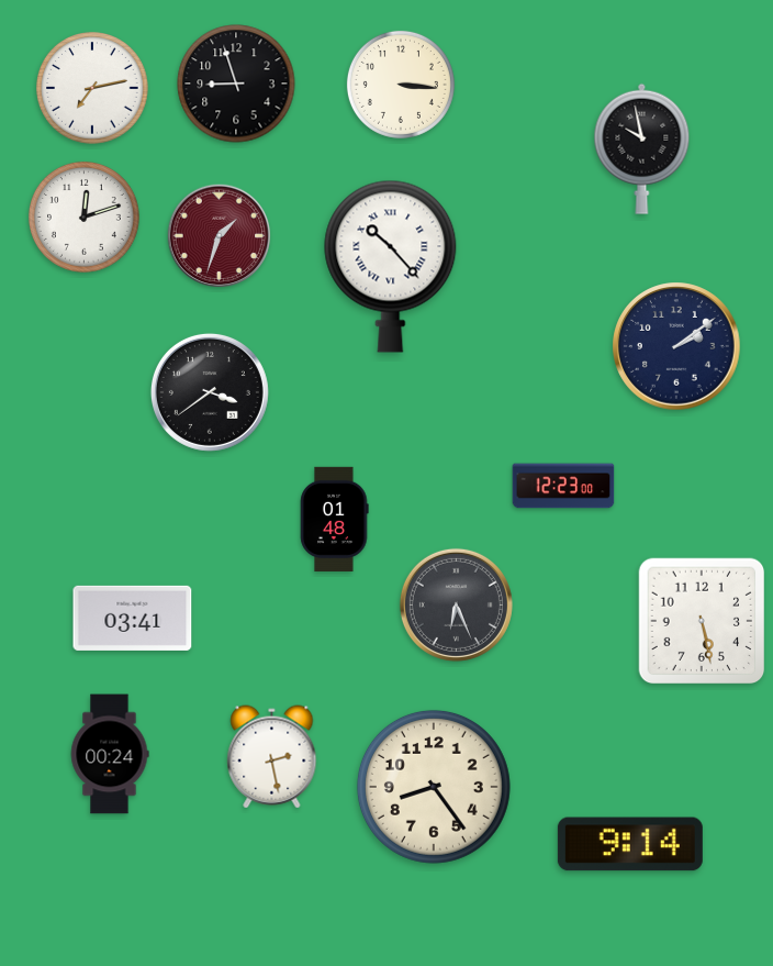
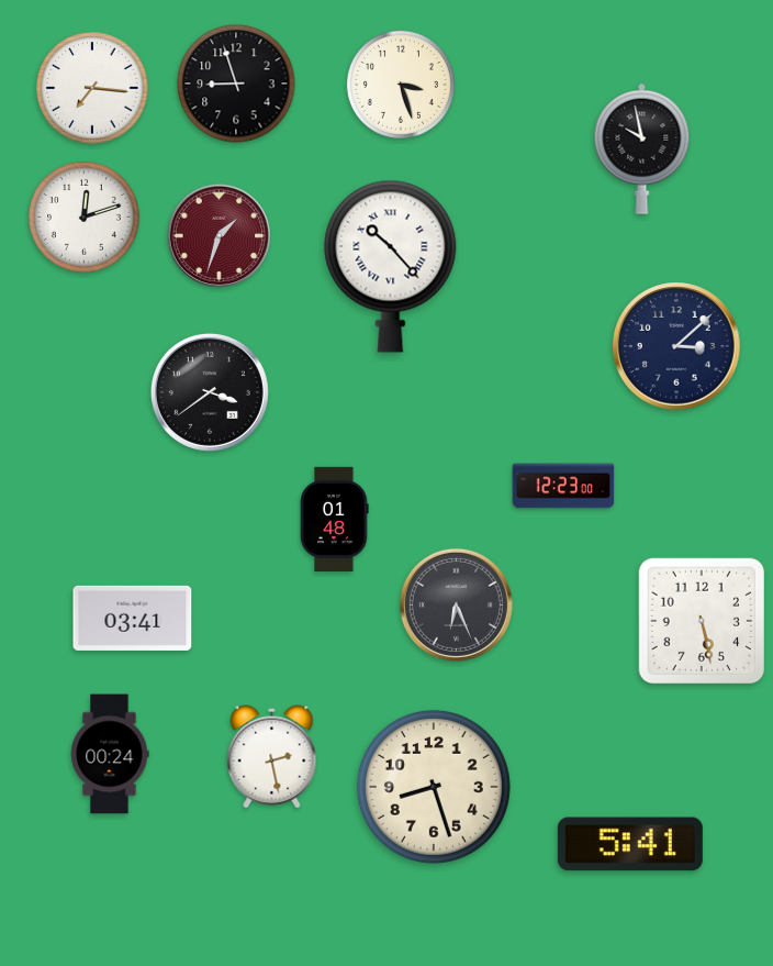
clock at (401, 85): 3:16 -> 3:27
clock at (93, 89): 7:13 -> 7:16
clock at (676, 346): 2:09 -> 3:08
clock at (434, 787): 8:24 -> 8:27
clock at (630, 844): 9:14 -> 5:41
